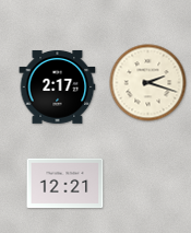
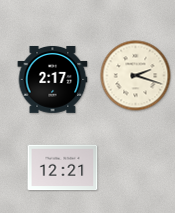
clock at (65, 184) position: (65, 184) -> (63, 168)
